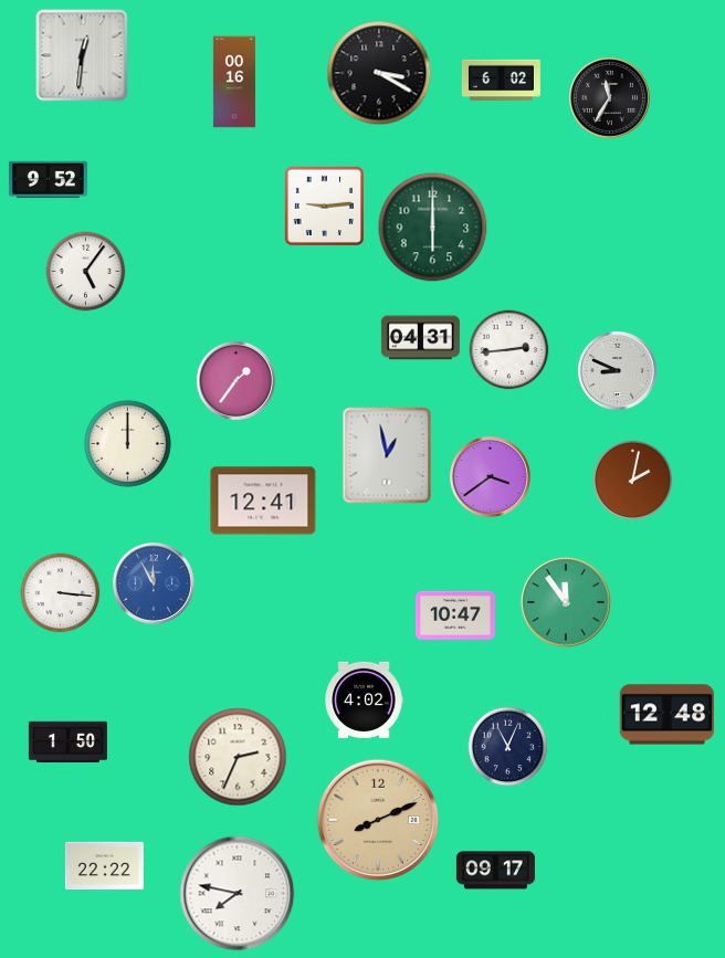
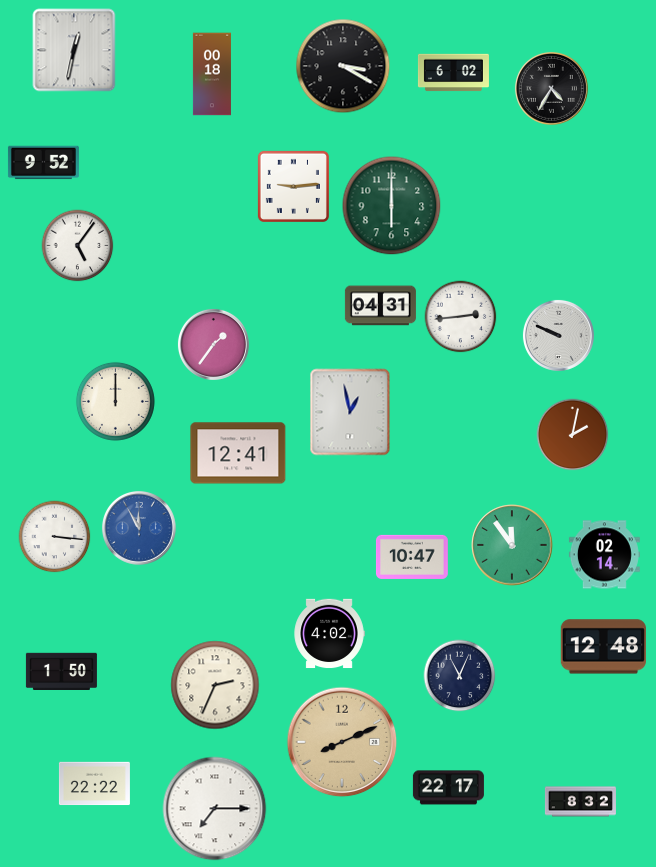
clock at (82, 55): 12:31 -> 12:32
clock at (234, 82): 00:16 -> 00:18
clock at (609, 97): 11:35 -> 4:35
clock at (617, 370): 8:49 -> 9:49
clock at (490, 476): 3:39 -> none
clock at (604, 555): none -> 02:14
clock at (495, 871): 09:17 -> 22:17
clock at (580, 802): none -> 8:32
clock at (238, 894): 7:47 -> 7:15
